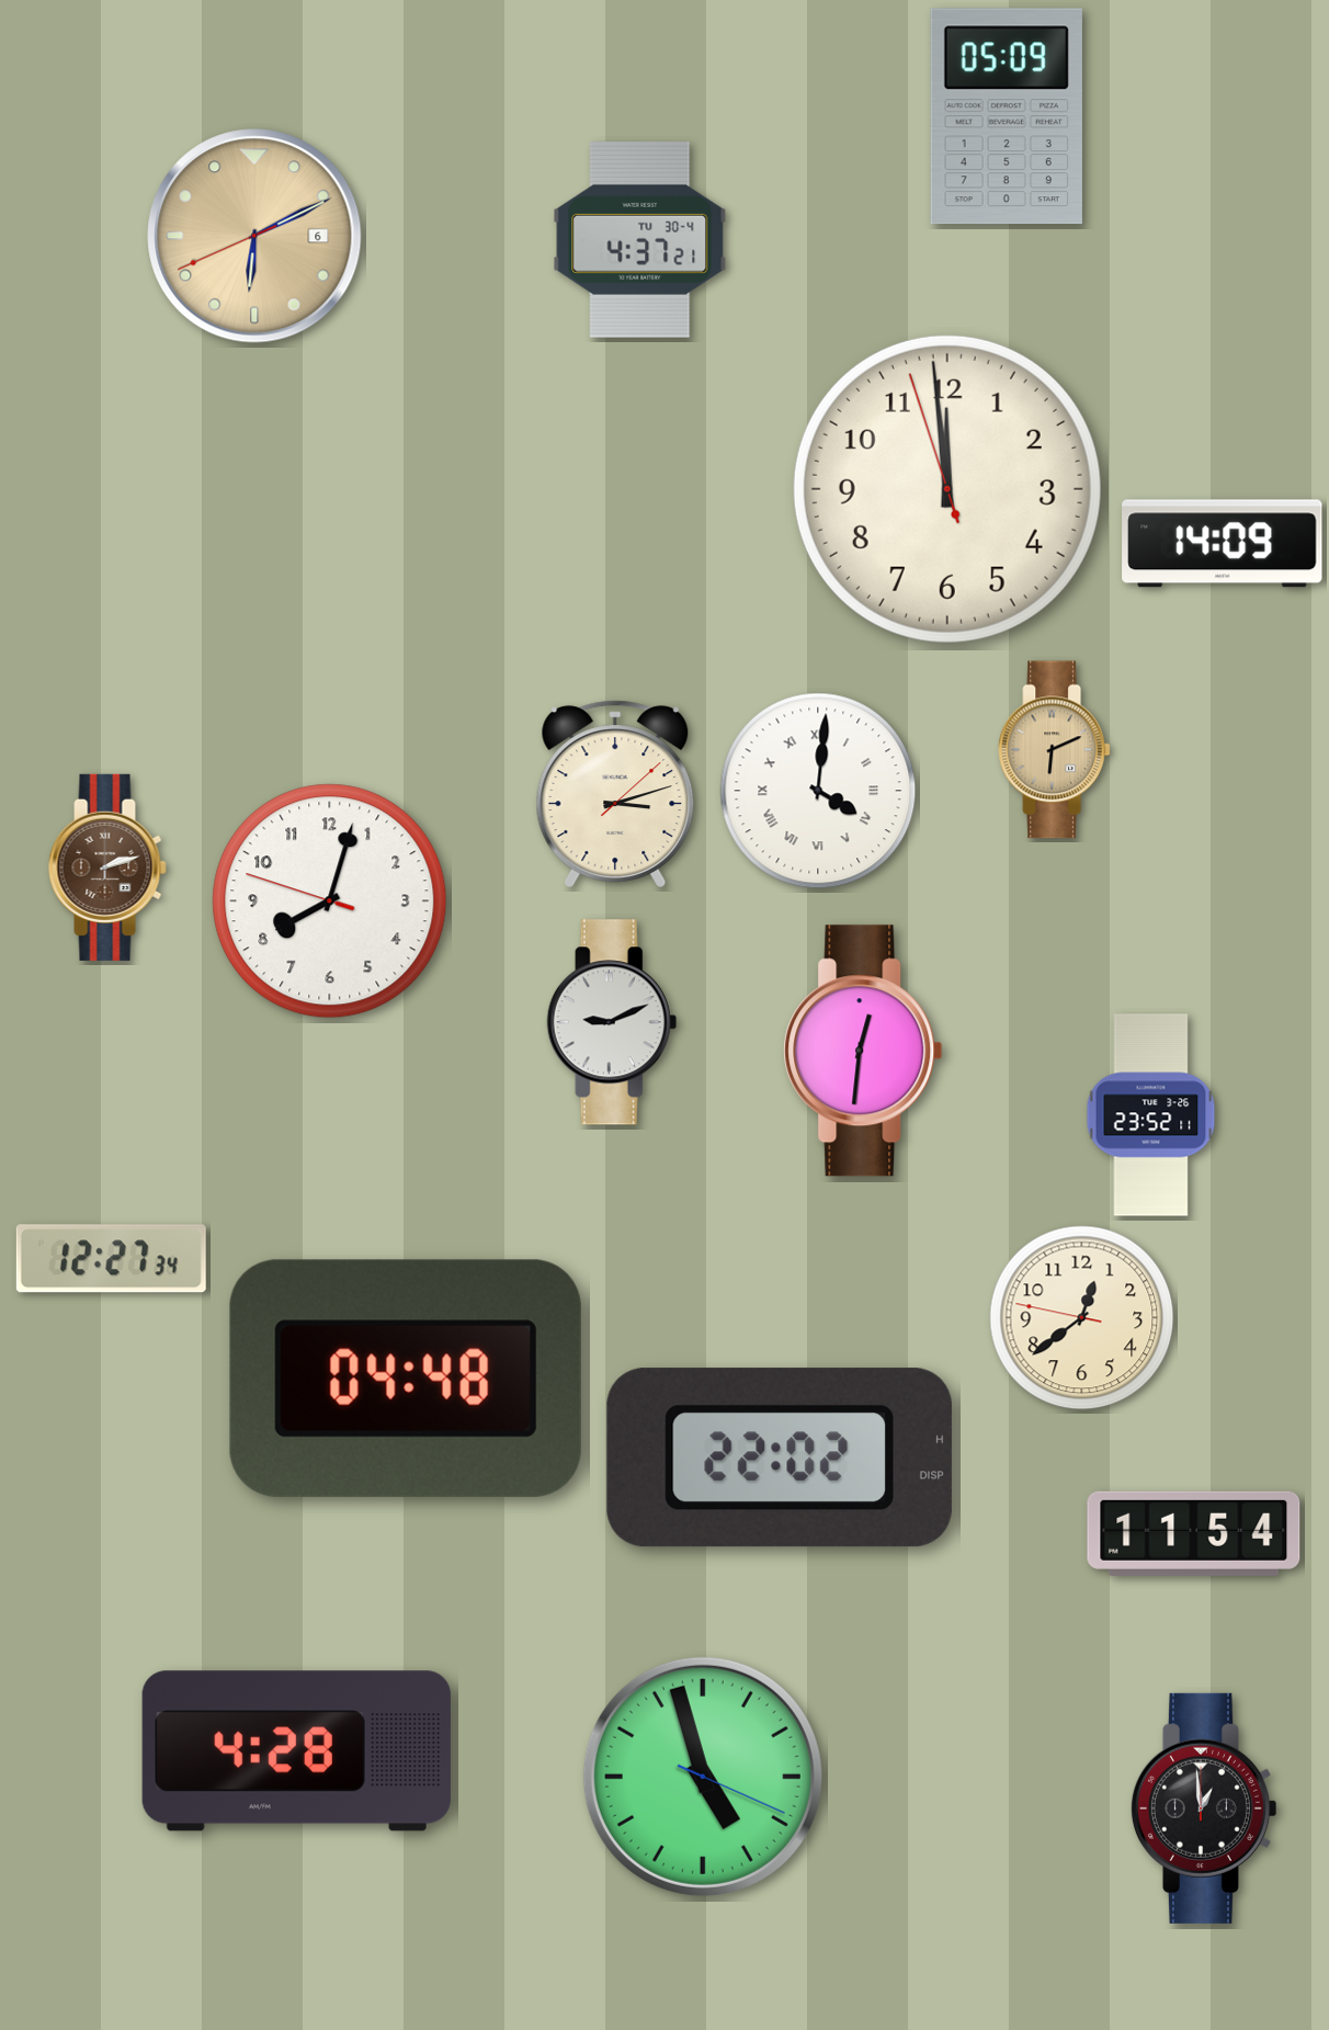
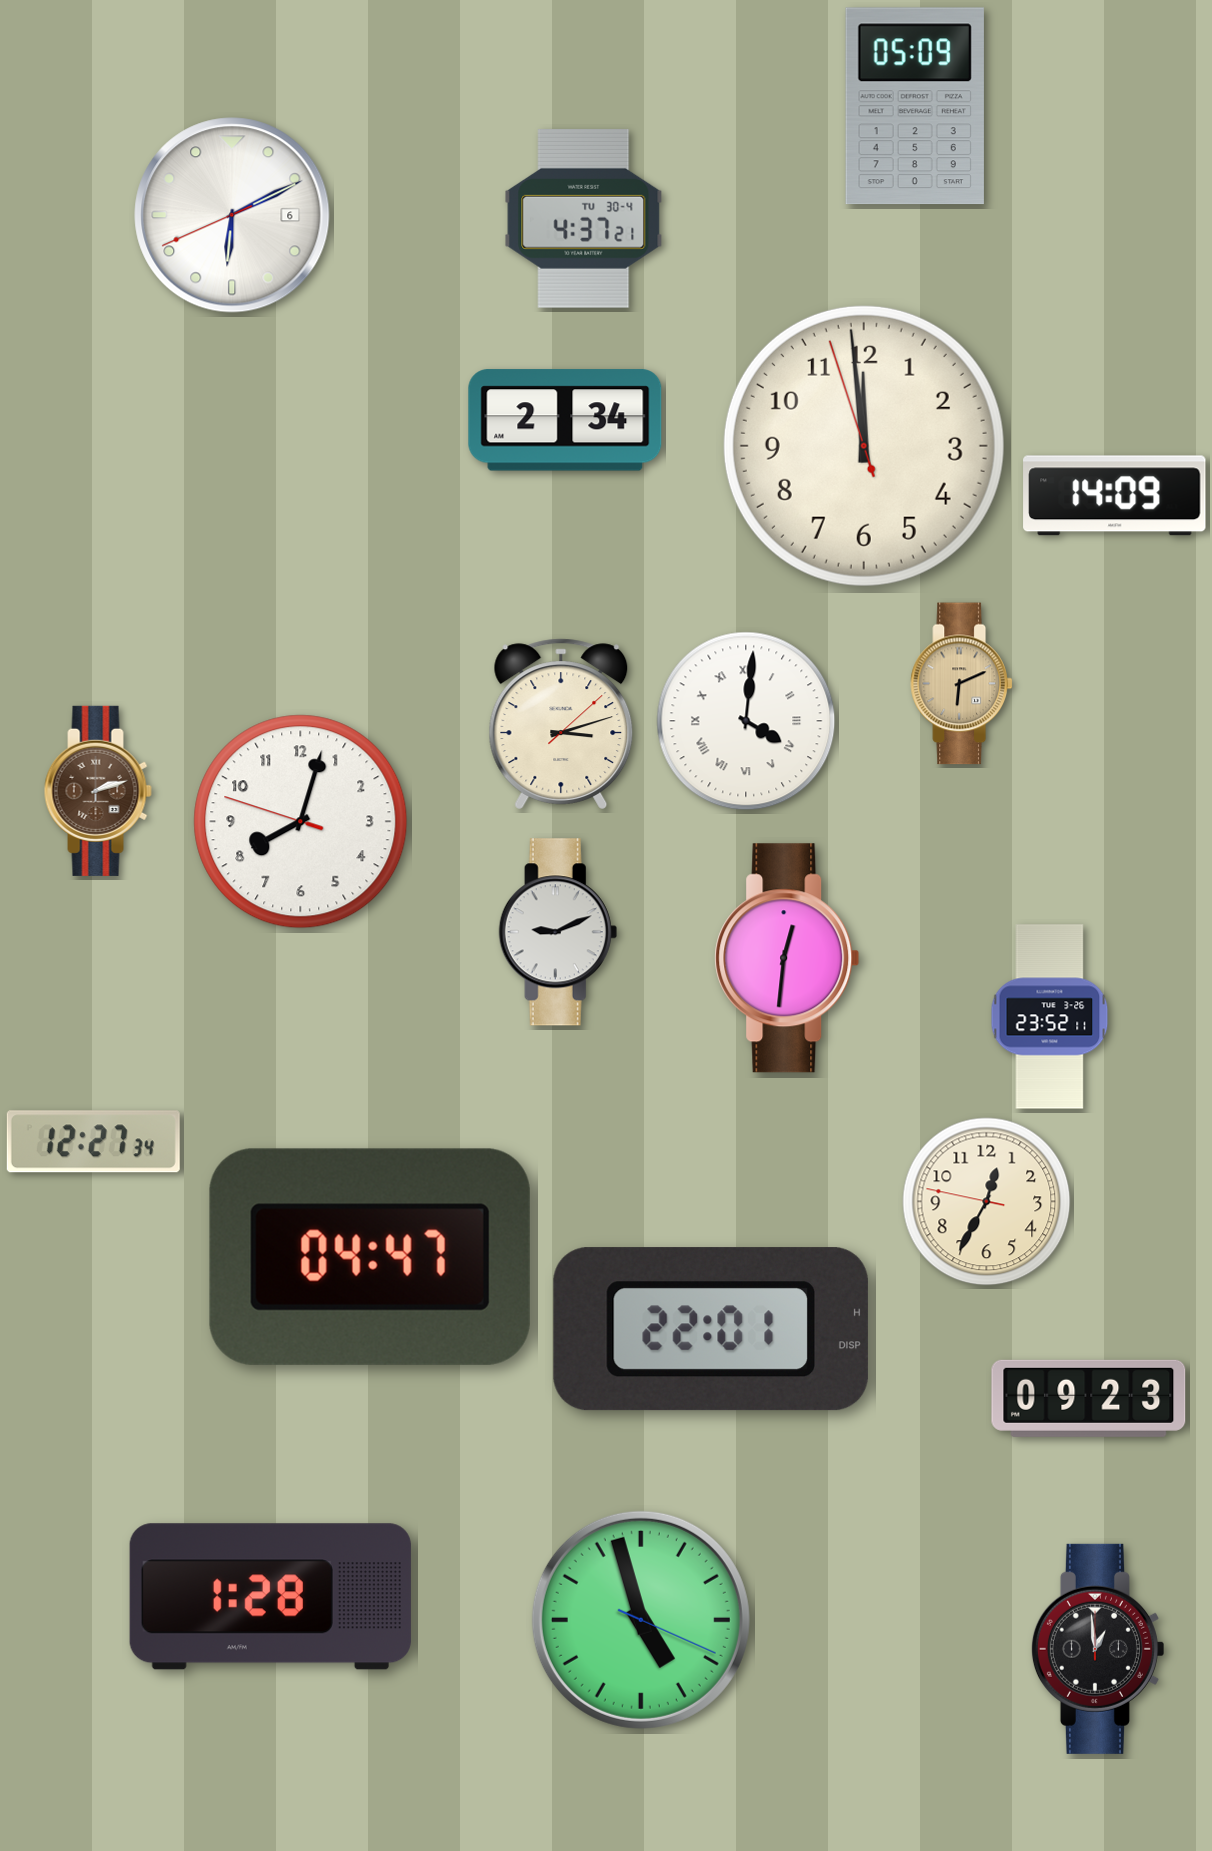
clock at (1007, 116) position: (1007, 116) -> (915, 106)
clock at (254, 236) dial: champagne -> white
clock at (565, 420): none -> 2:34
clock at (111, 1259) position: (111, 1259) -> (93, 1142)
clock at (1082, 1318): 12:38 -> 12:34
clock at (406, 1379): 04:48 -> 04:47
clock at (780, 1458): 22:02 -> 22:01
clock at (1194, 1533): 11:54 -> 09:23
clock at (296, 1751): 4:28 -> 1:28
